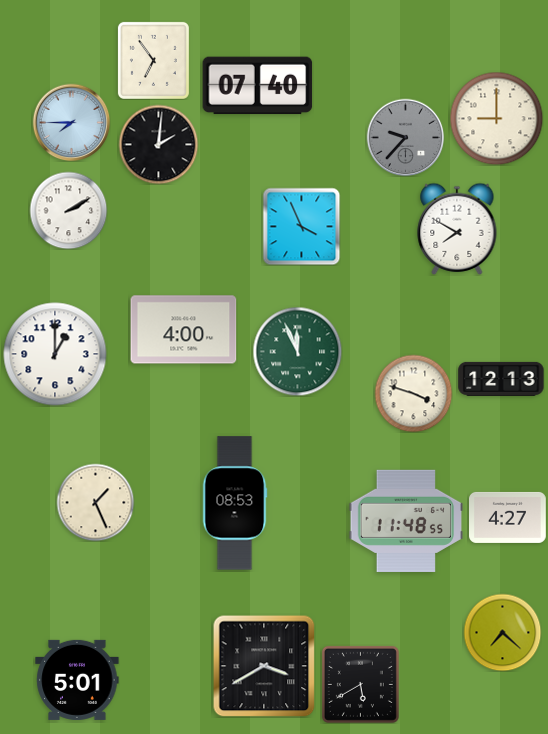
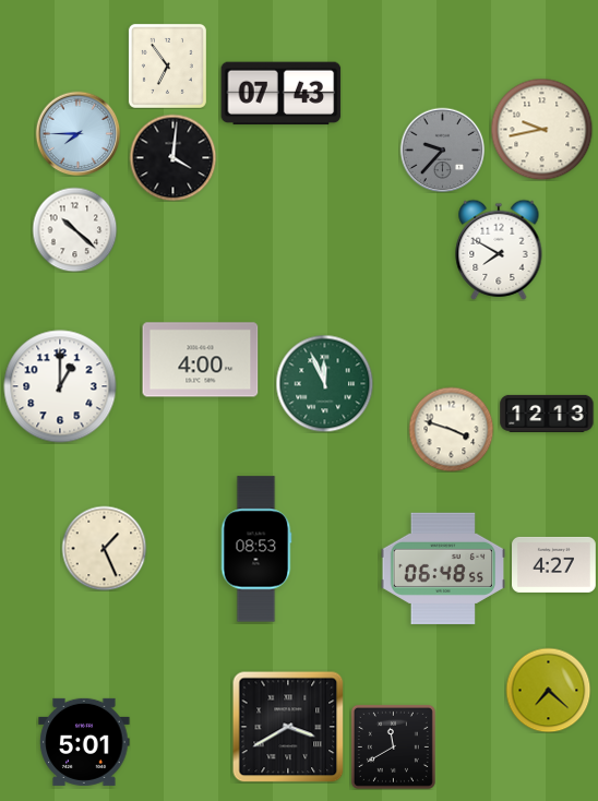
clock at (258, 86): 07:40 -> 07:43
clock at (496, 118): 9:00 -> 9:43
clock at (158, 144): 2:01 -> 4:01
clock at (68, 210): 2:10 -> 10:22
clock at (301, 226): 3:56 -> none
clock at (406, 520): 11:48 -> 06:48
clock at (360, 684): 5:40 -> 11:40
